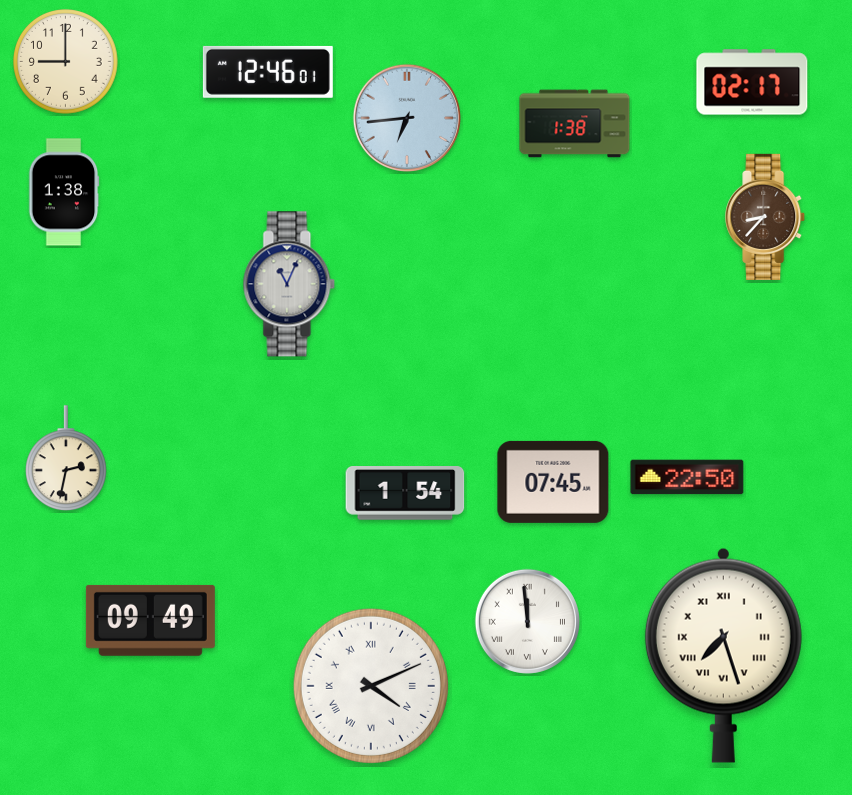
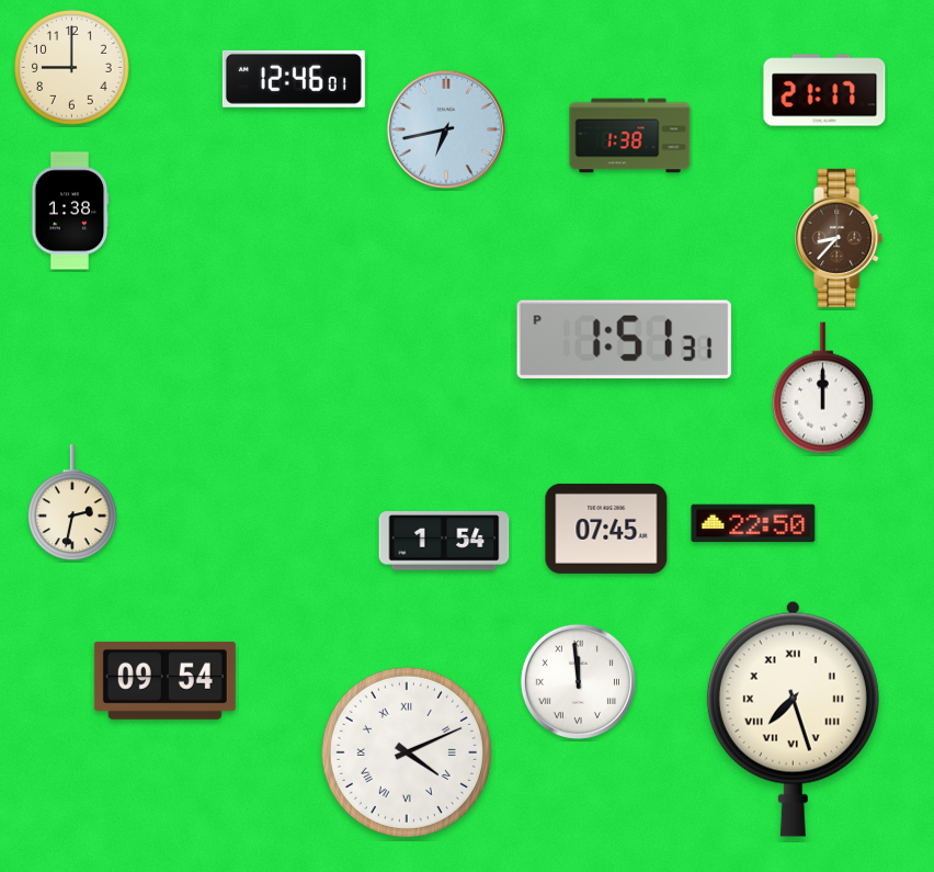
clock at (752, 82): 02:17 -> 21:17
clock at (406, 117): 6:44 -> 6:43
clock at (289, 284): 11:04 -> none
clock at (624, 339): none -> 1:51
clock at (822, 388): none -> 12:00
clock at (150, 620): 09:49 -> 09:54
